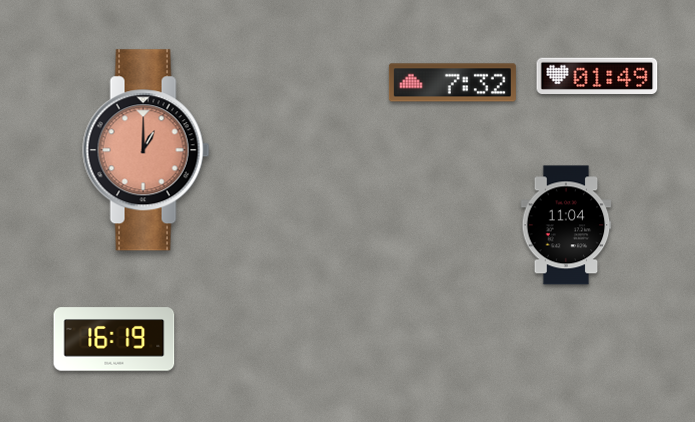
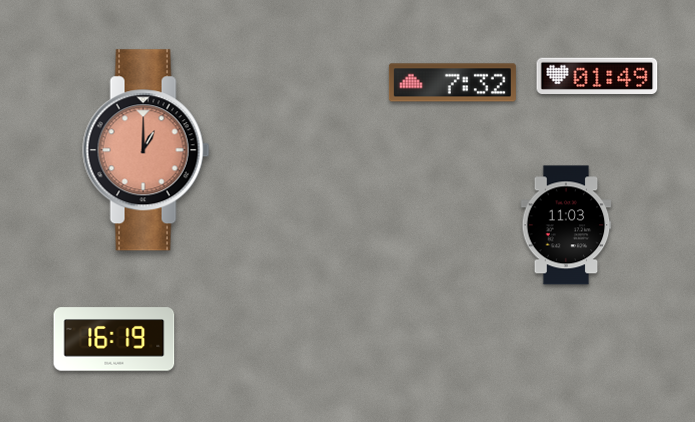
clock at (566, 225): 11:04 -> 11:03
